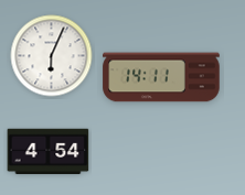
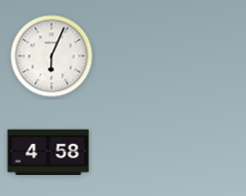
clock at (161, 77): 14:11 -> none
clock at (49, 152): 4:54 -> 4:58
